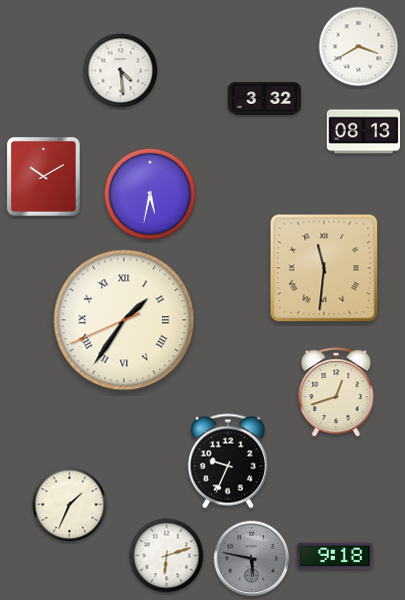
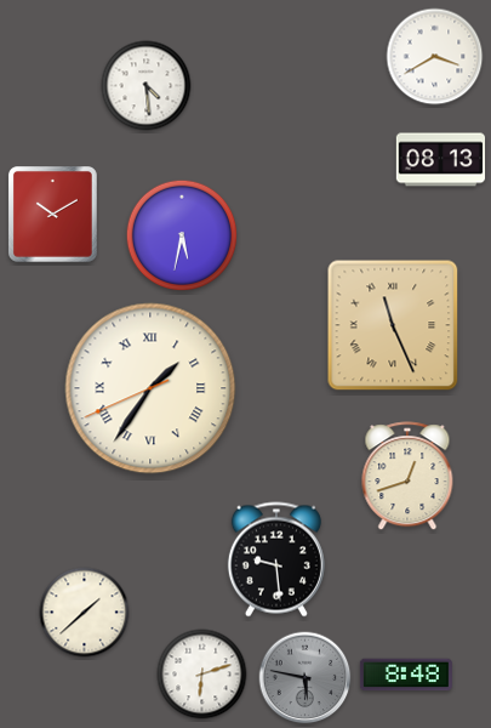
clock at (265, 99): 3:32 -> none
clock at (324, 268): 11:31 -> 11:26
clock at (228, 461): 9:34 -> 9:29
clock at (70, 505): 1:34 -> 1:38
clock at (335, 556): 9:18 -> 8:48
